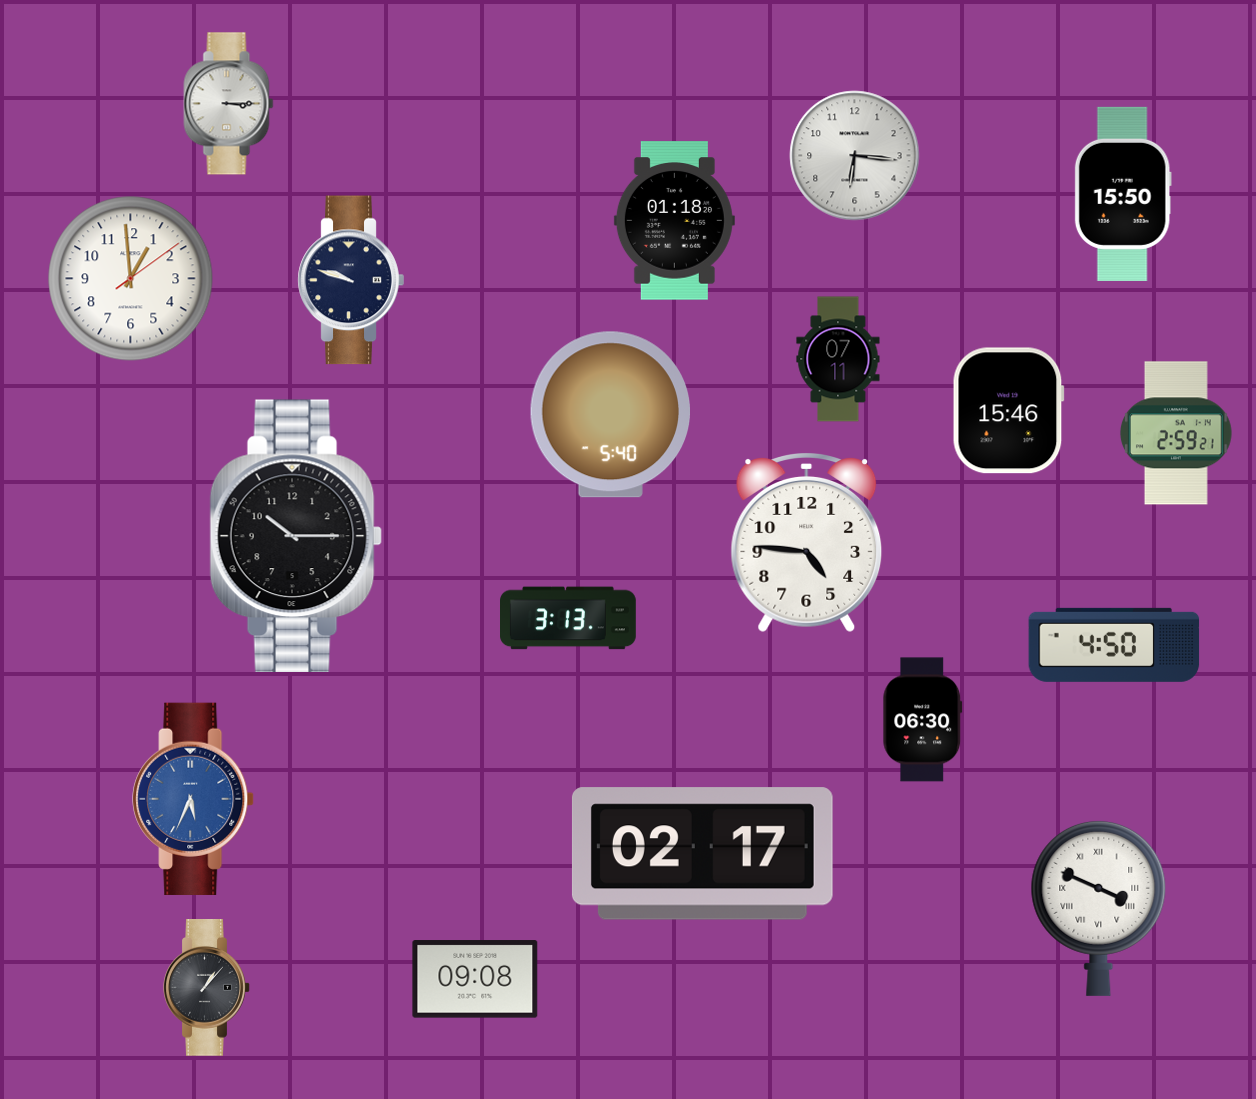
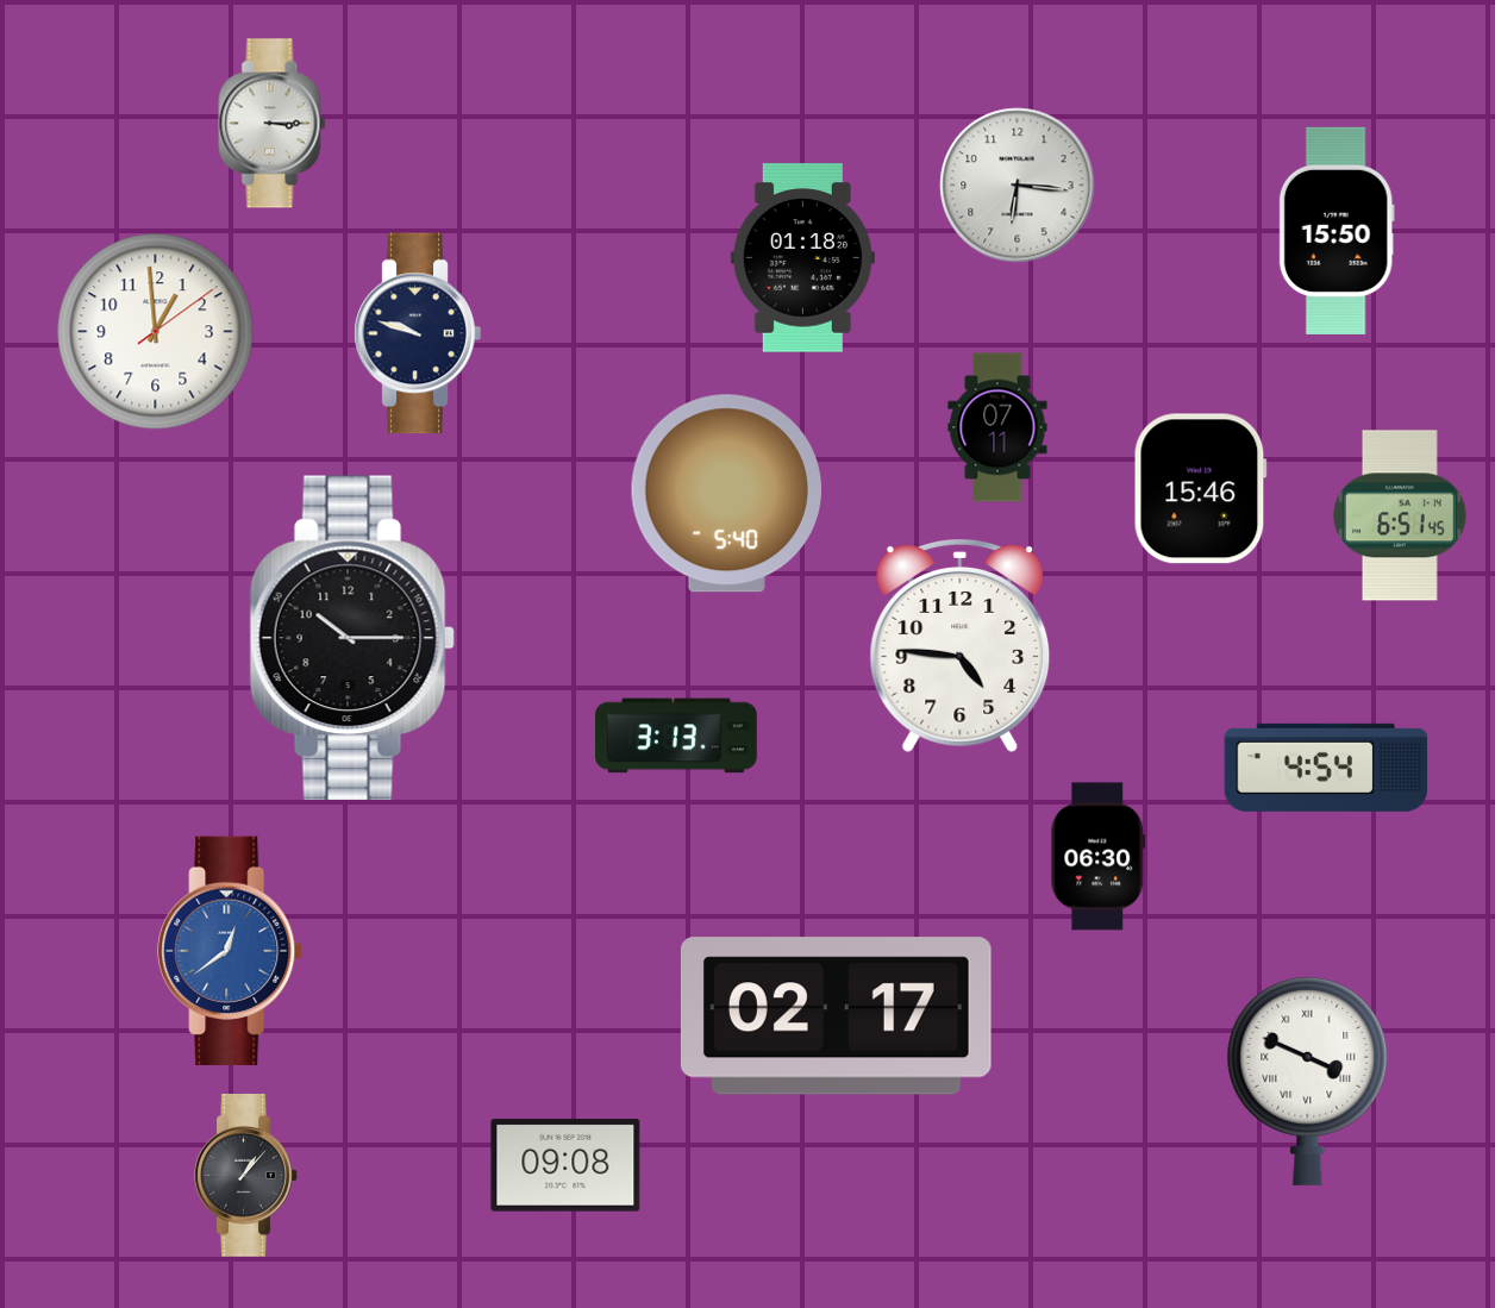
clock at (674, 221) position: (674, 221) -> (802, 258)
clock at (1176, 433): 2:59 -> 6:51
clock at (1114, 645): 4:50 -> 4:54
clock at (193, 799): 5:34 -> 12:39
